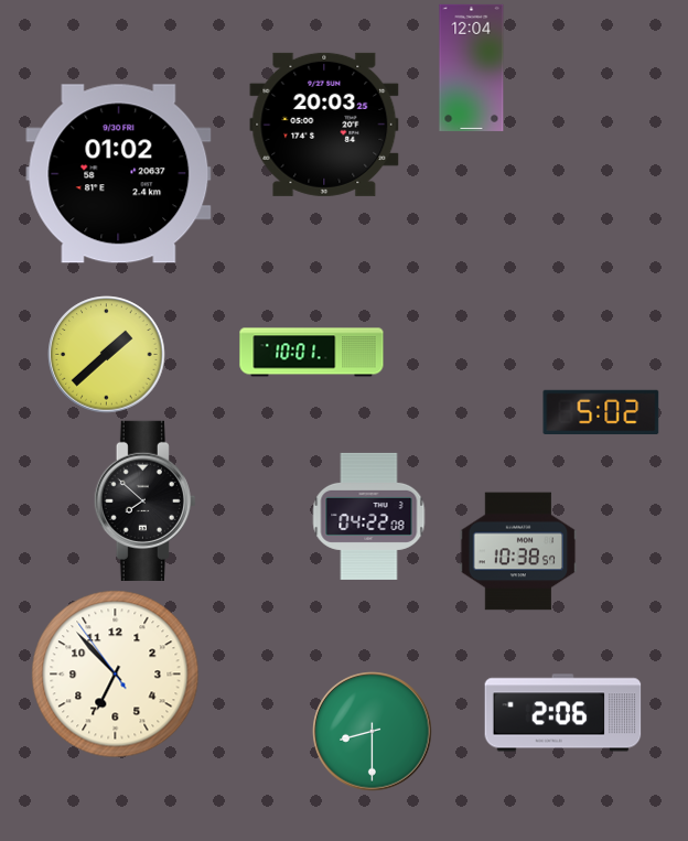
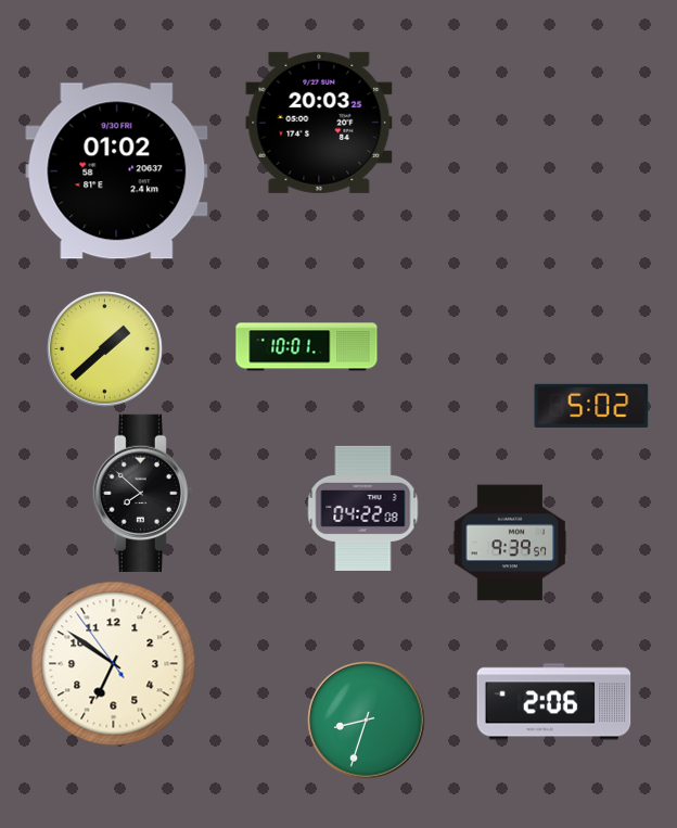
clock at (472, 67): 12:04 -> none
clock at (518, 551): 10:38 -> 9:39
clock at (116, 675): 6:52 -> 6:50
clock at (373, 732): 8:30 -> 8:33
